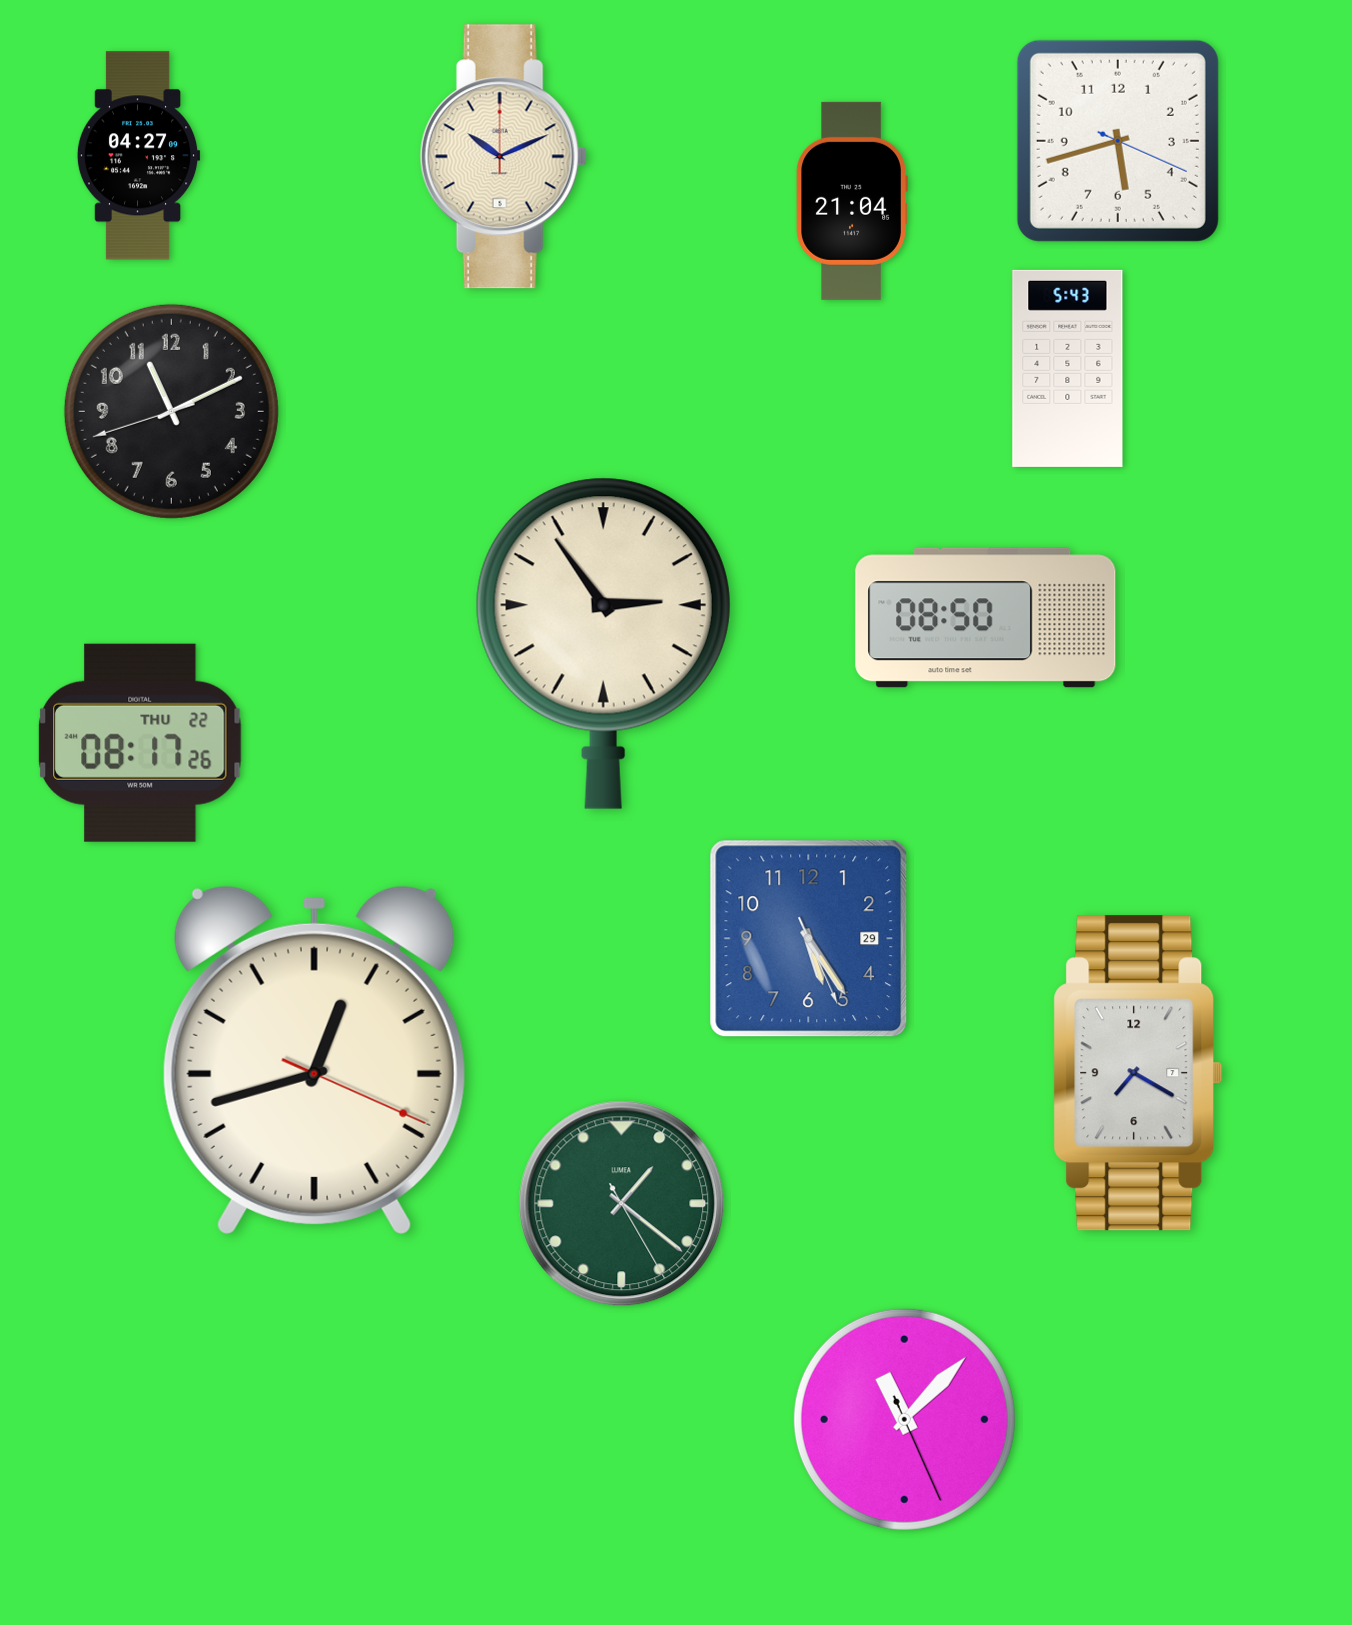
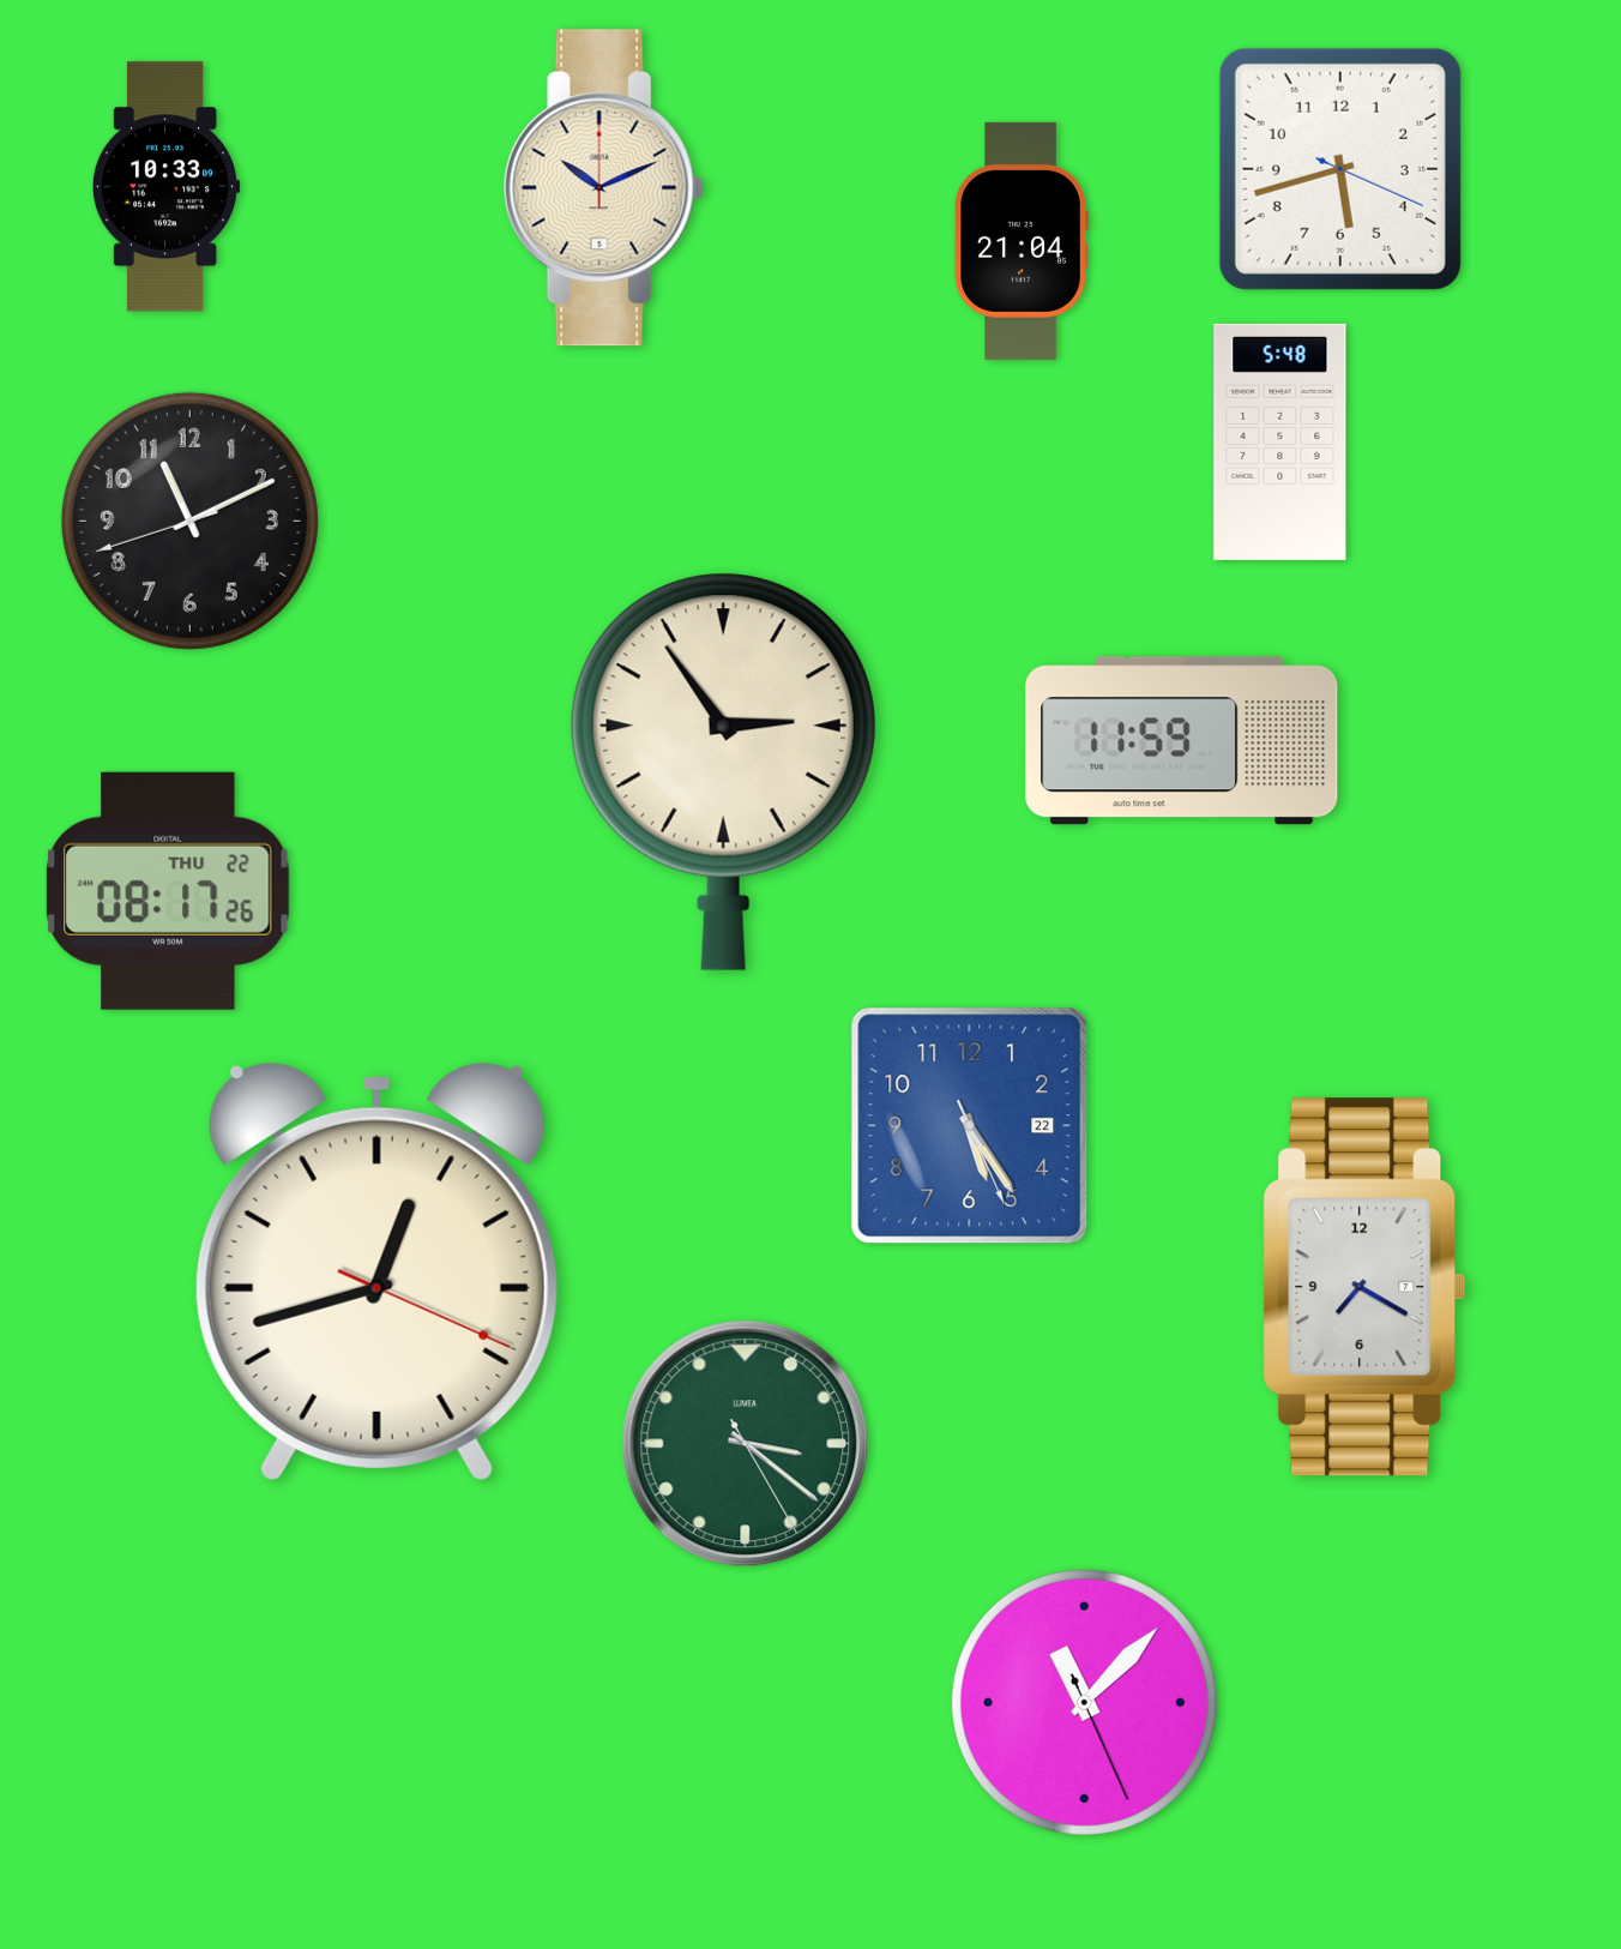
clock at (138, 156): 04:27 -> 10:33
clock at (1068, 368): 5:43 -> 5:48
clock at (171, 411) position: (171, 411) -> (189, 521)
clock at (986, 618): 08:50 -> 11:59
clock at (809, 939) date: 29 -> 22
clock at (622, 1204): 1:21 -> 3:21
